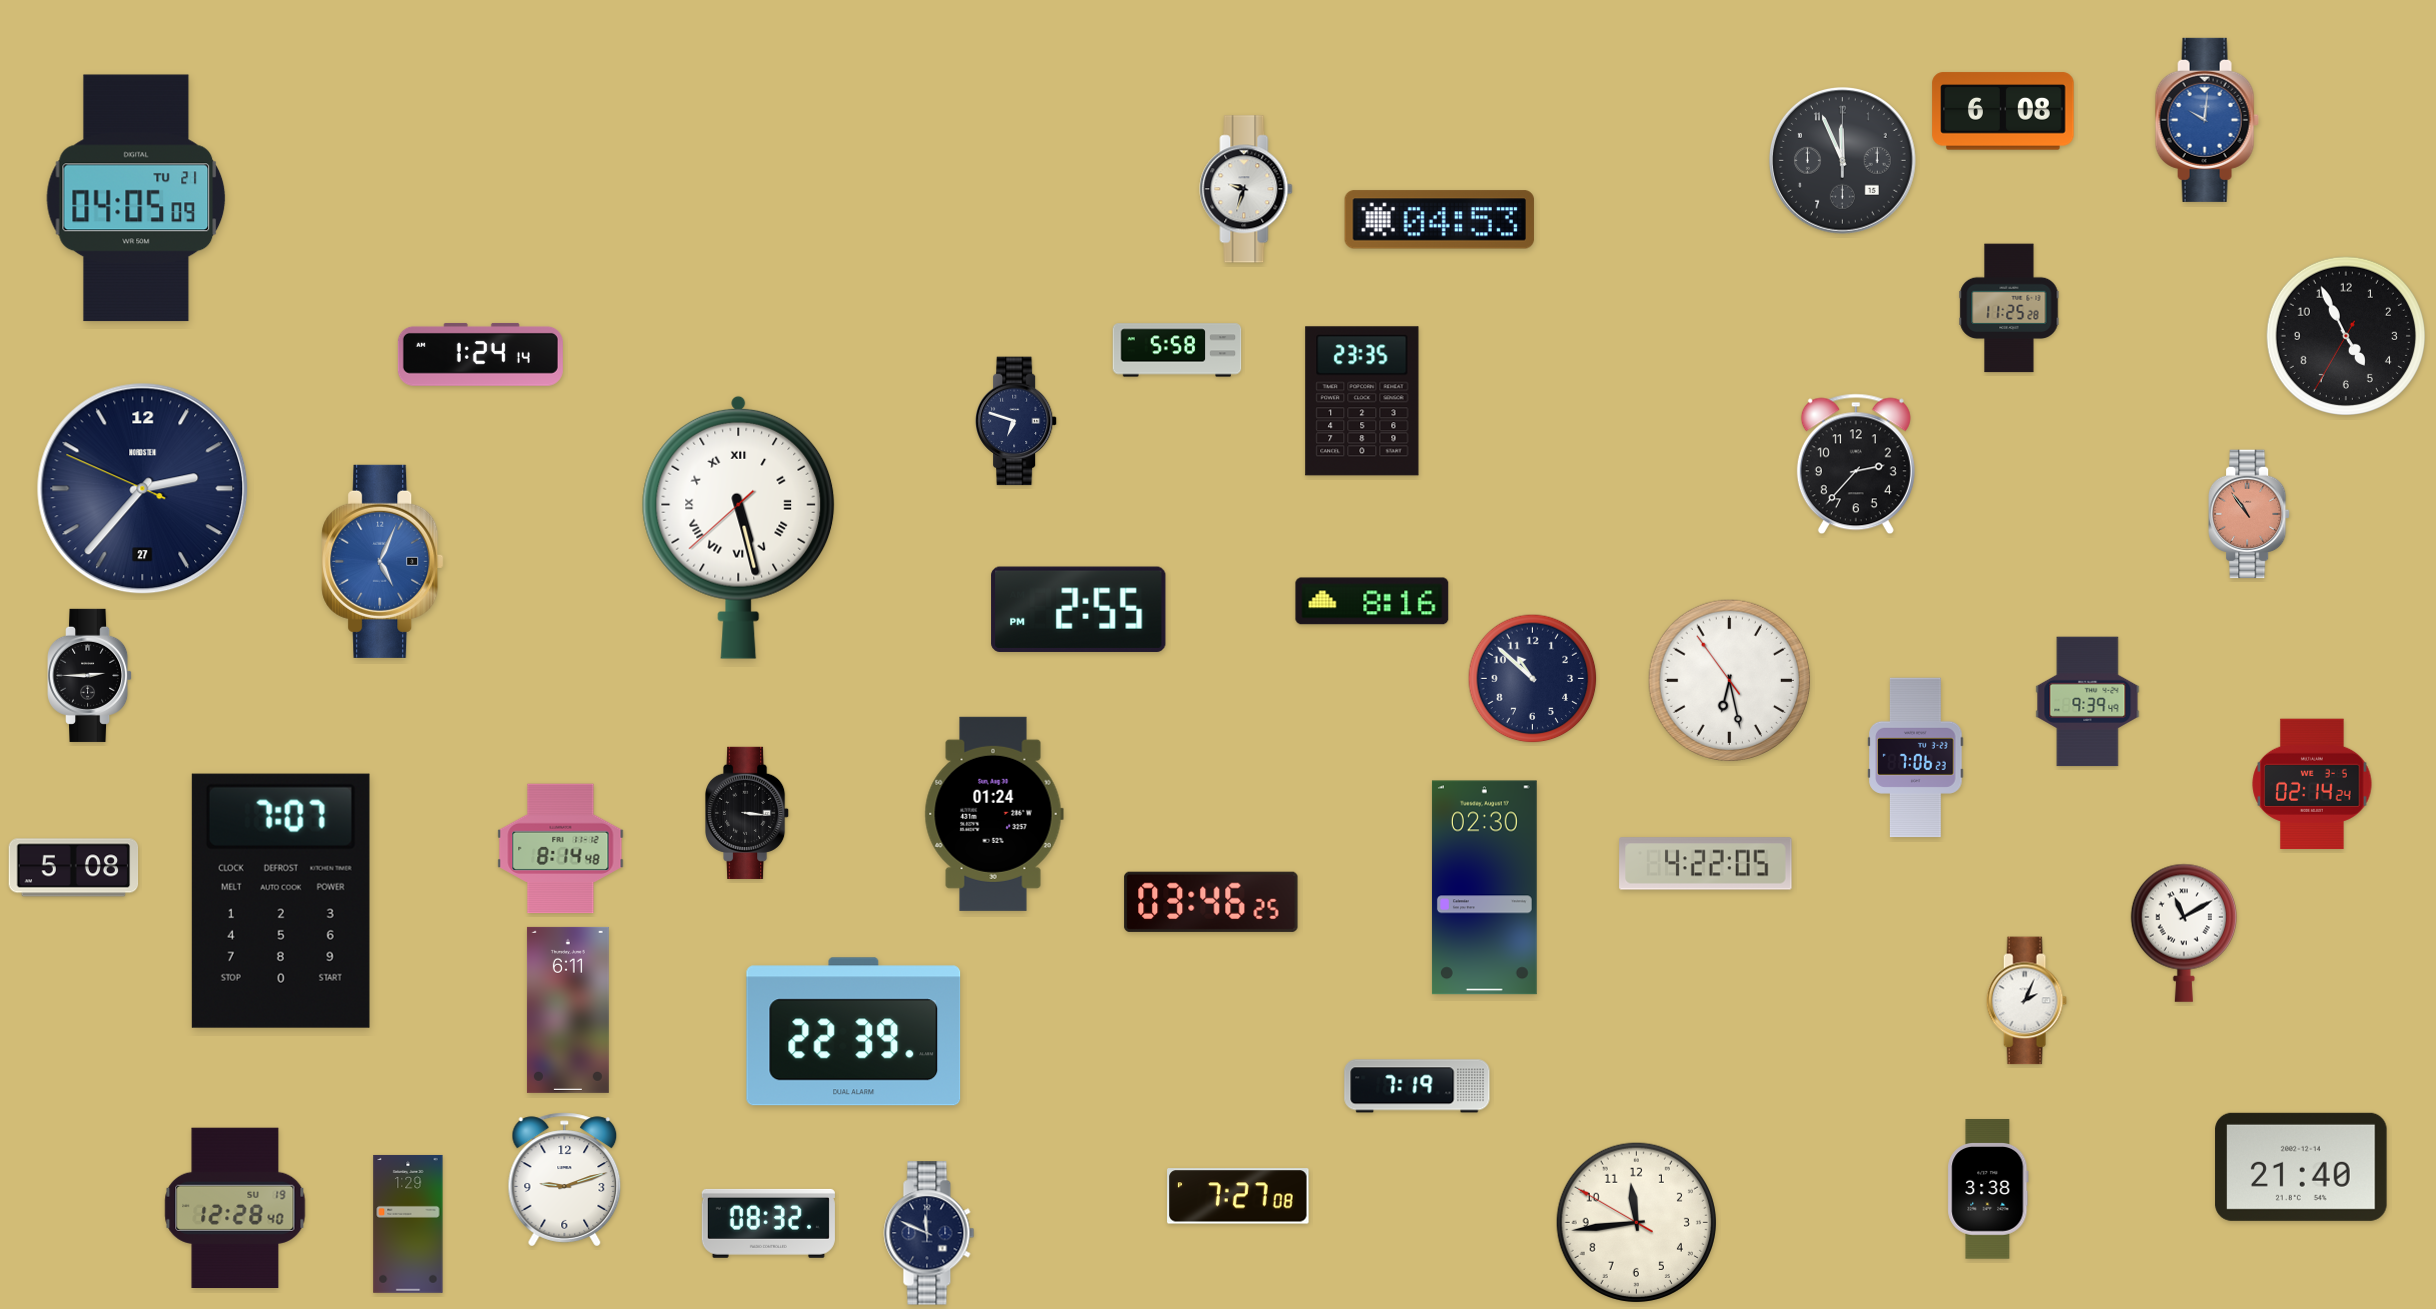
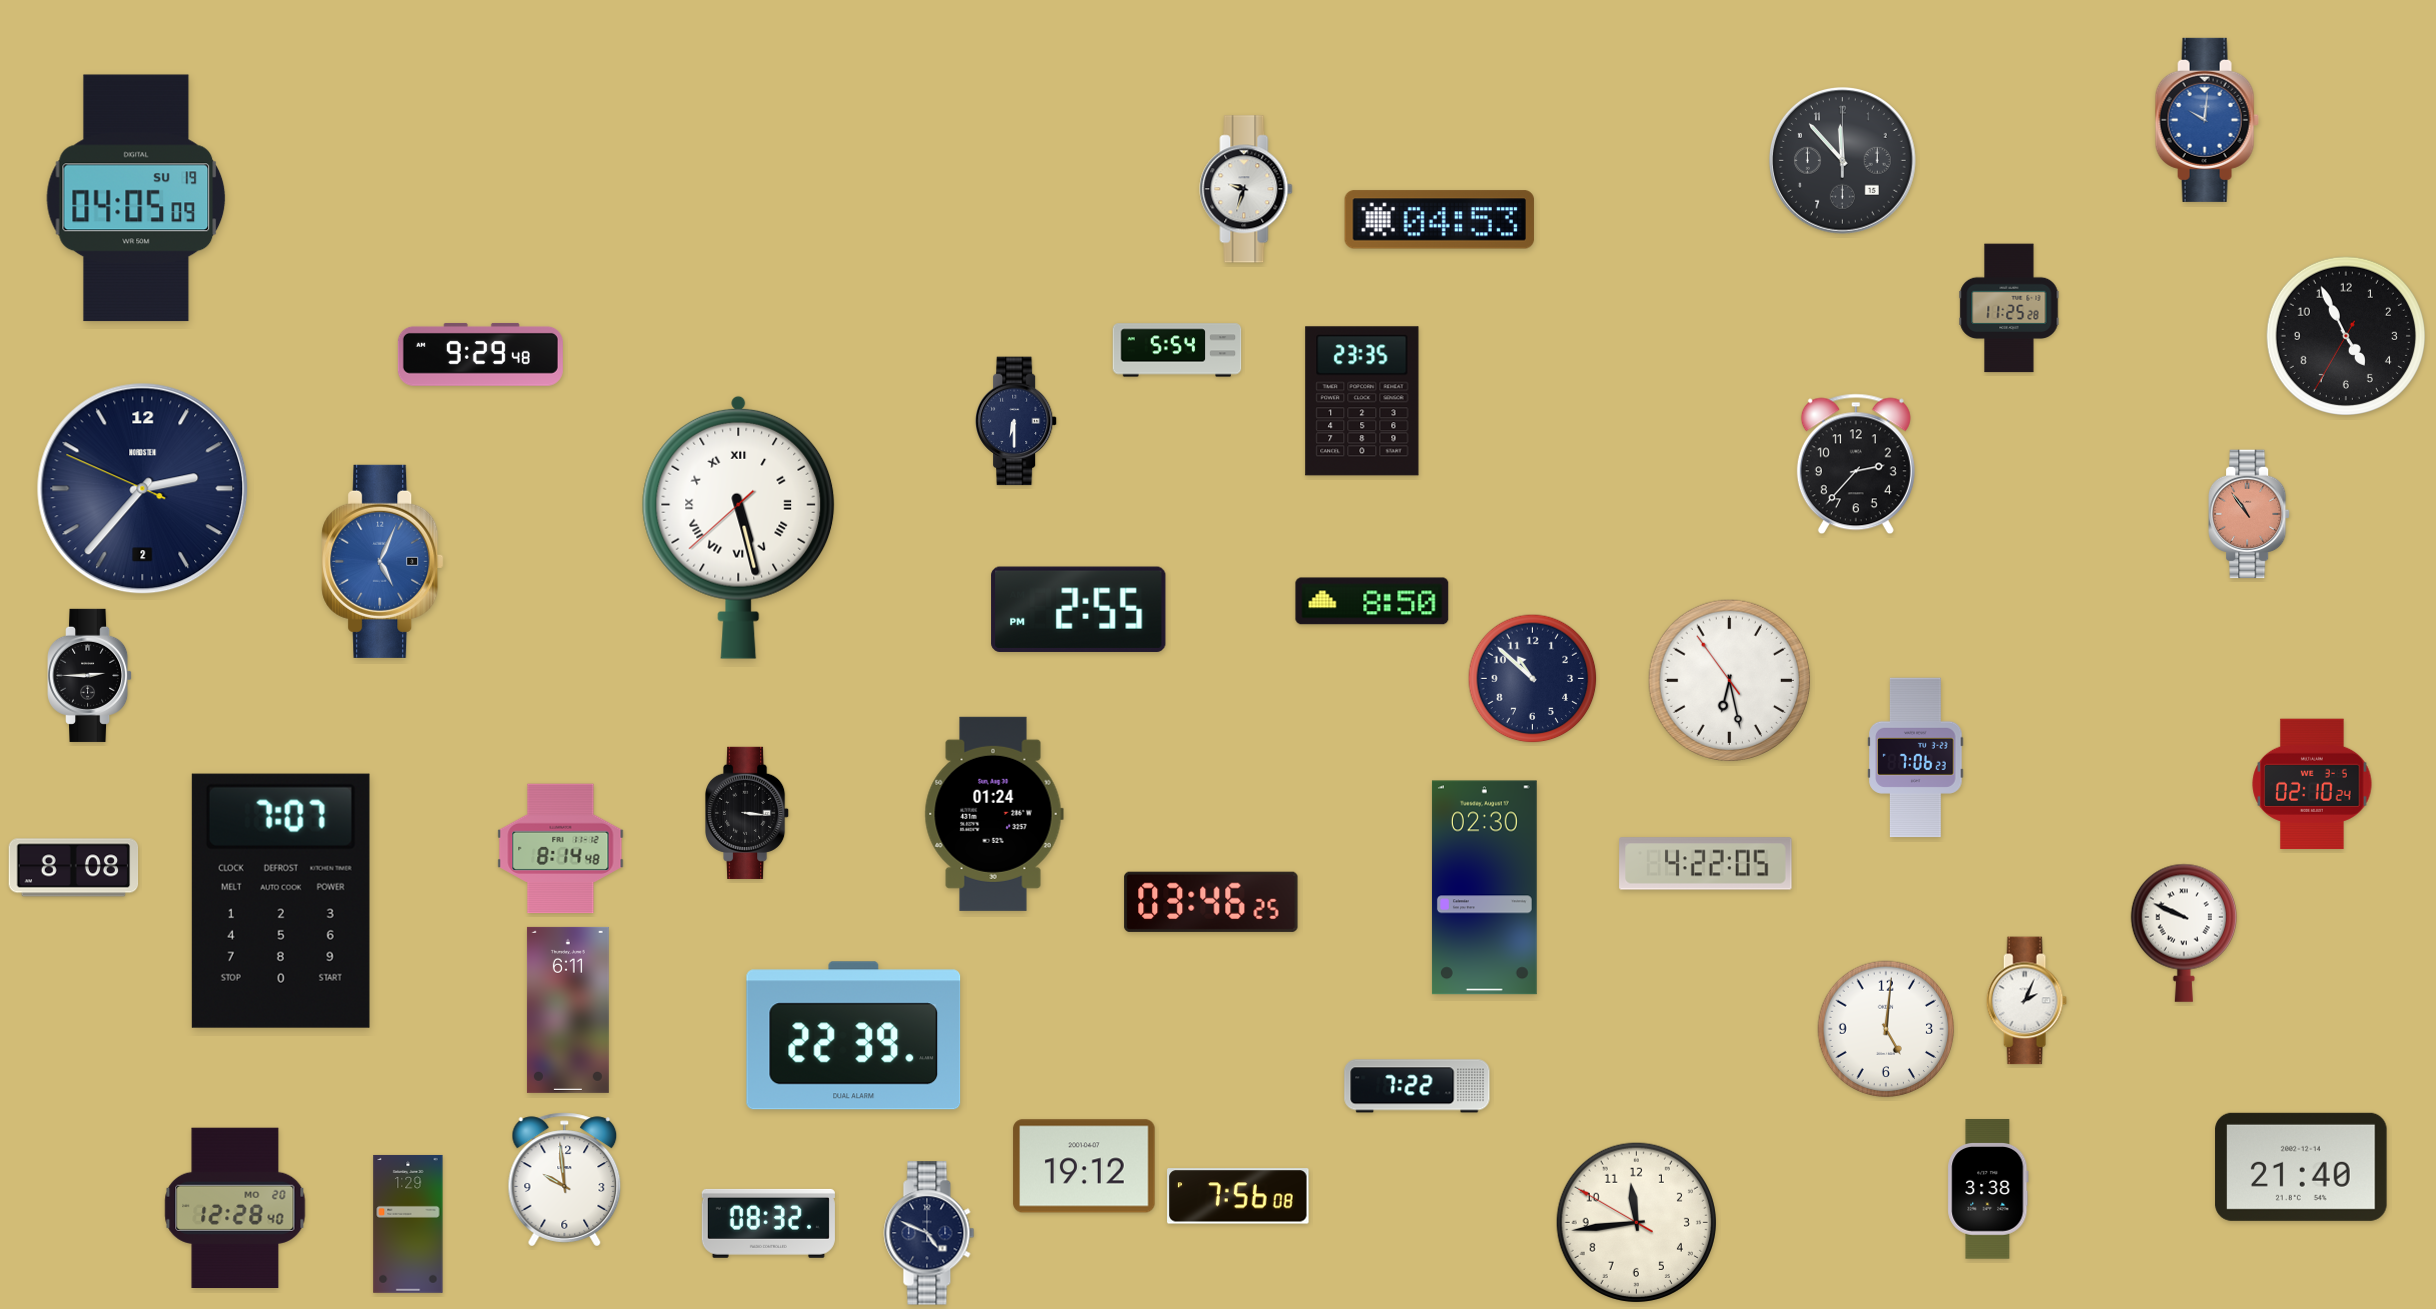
clock at (2003, 111): 6:08 -> none
clock at (1843, 161): 11:56 -> 11:53
clock at (136, 198) date: TU 21 -> SU 19
clock at (1177, 350): 5:58 -> 5:54
clock at (480, 354): 1:24 -> 9:29
clock at (1016, 421): 6:48 -> 6:30
clock at (143, 489) date: 27 -> 2
clock at (1372, 601): 8:16 -> 8:50
clock at (2088, 702): 9:39 -> none
clock at (2312, 783): 02:14 -> 02:10
clock at (74, 868): 5:08 -> 8:08
clock at (2183, 933): 11:10 -> 9:49
clock at (1886, 1029): none -> 5:01
clock at (854, 1032) position: (854, 1032) -> (854, 1036)
clock at (1417, 1086): 7:19 -> 7:22
clock at (1084, 1166): none -> 19:12
clock at (565, 1180): 9:12 -> 9:59
clock at (1238, 1196): 7:27 -> 7:56
clock at (235, 1207) date: SU 19 -> MO 20
clock at (929, 1233): 11:49 -> 4:49
